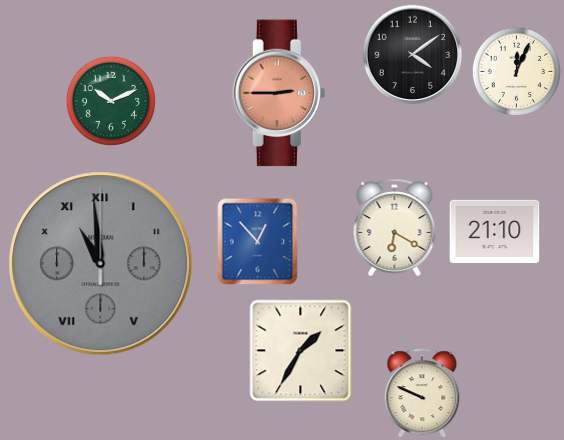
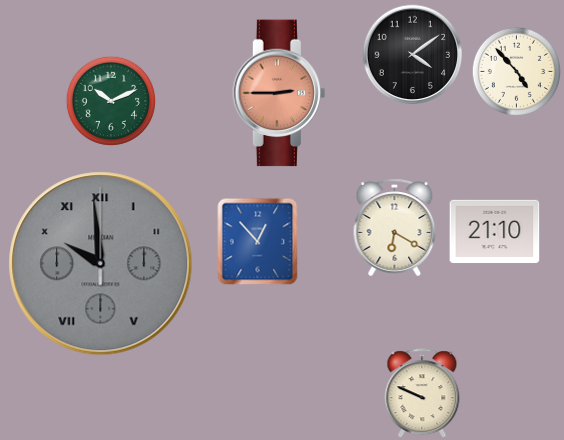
clock at (516, 71): 12:04 -> 4:53
clock at (101, 264): 10:59 -> 9:59
clock at (301, 351): 1:35 -> none
